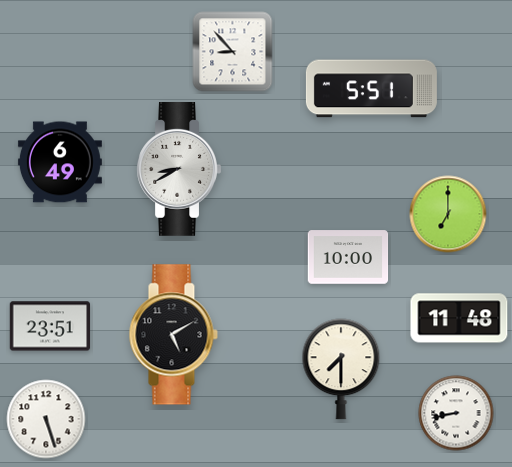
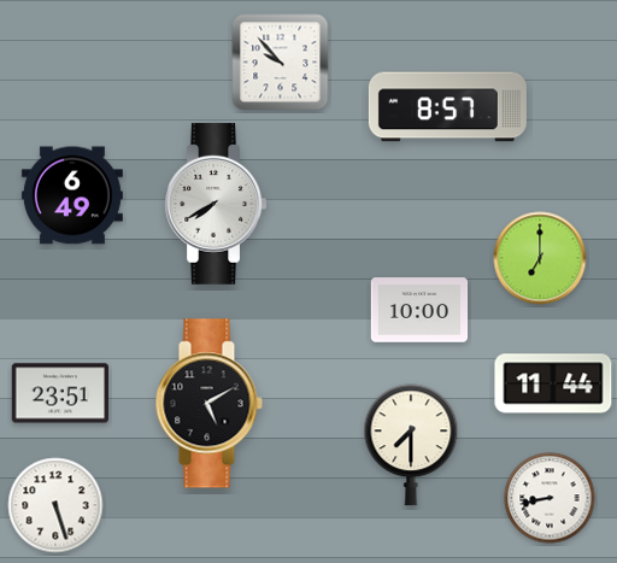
clock at (233, 52): 8:53 -> 9:53
clock at (371, 89): 5:51 -> 8:57
clock at (179, 170): 8:40 -> 7:40
clock at (459, 318): 11:48 -> 11:44
